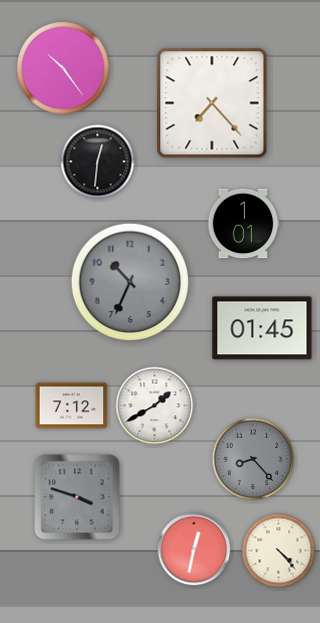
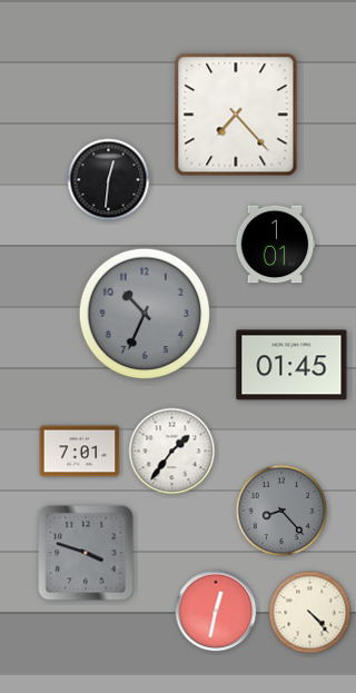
clock at (64, 69): 10:24 -> none
clock at (243, 224) position: (243, 224) -> (275, 245)
clock at (72, 406): 7:12 -> 7:01
clock at (155, 406): 1:40 -> 1:36
